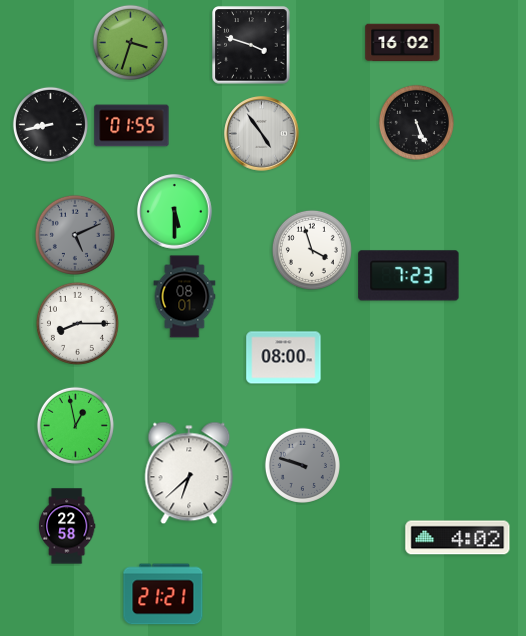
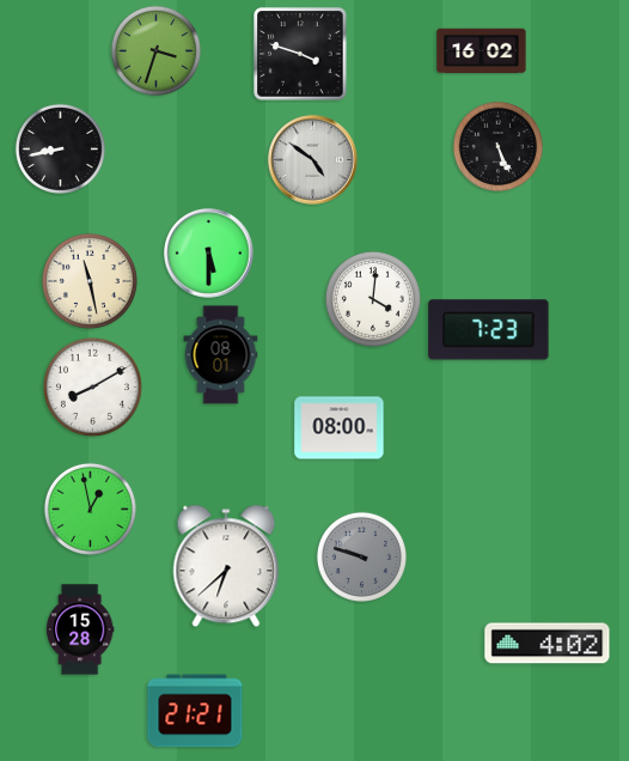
clock at (132, 126): 01:55 -> none
clock at (262, 134): 4:54 -> 4:51
clock at (75, 235): 5:11 -> 11:28
clock at (75, 235) dial: grey -> cream
clock at (312, 250): 3:57 -> 4:01
clock at (77, 323): 8:15 -> 8:10
clock at (67, 526): 22:58 -> 15:28
